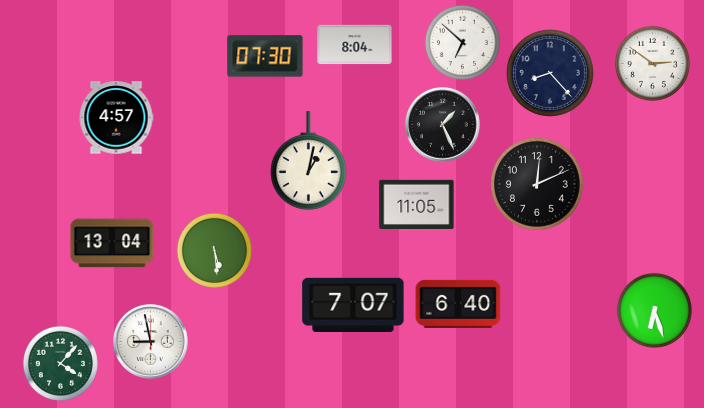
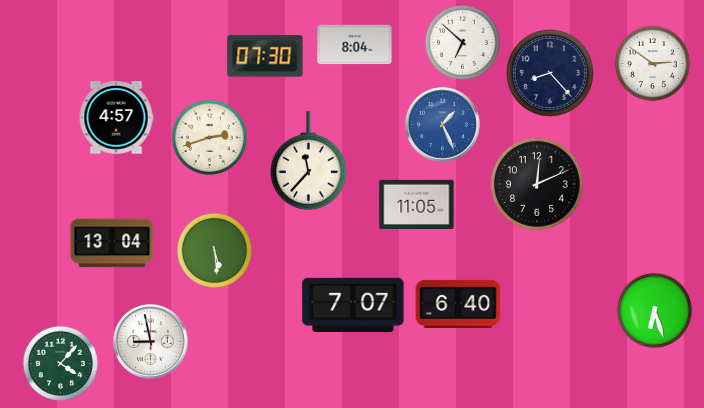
clock at (443, 125) dial: black -> blue
clock at (209, 137): none -> 2:42
clock at (309, 161): 1:02 -> 11:37
